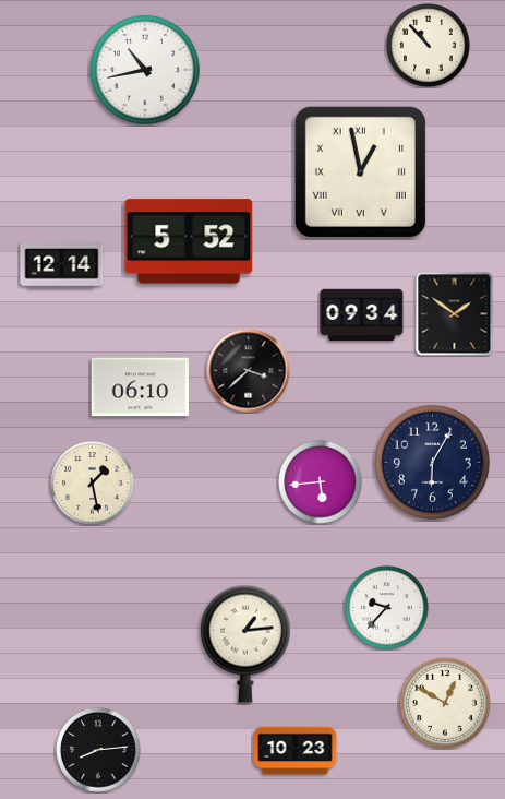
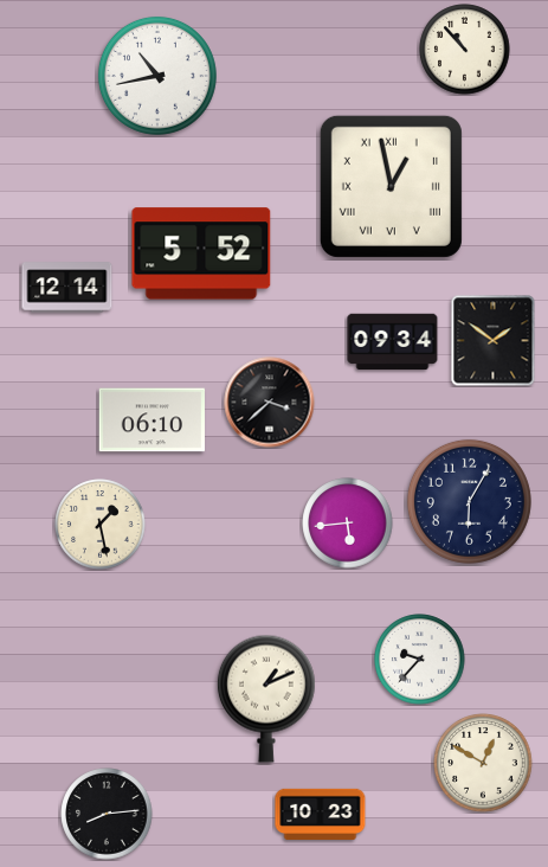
clock at (189, 241) position: (189, 241) -> (201, 253)
clock at (245, 644): 1:14 -> 1:11
